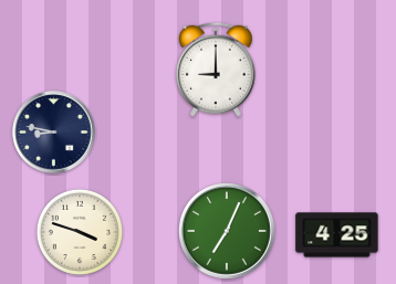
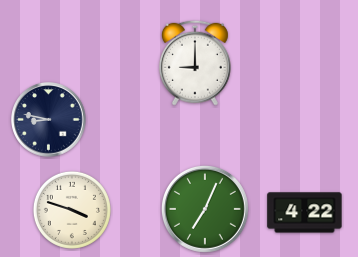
clock at (337, 235): 4:25 -> 4:22
